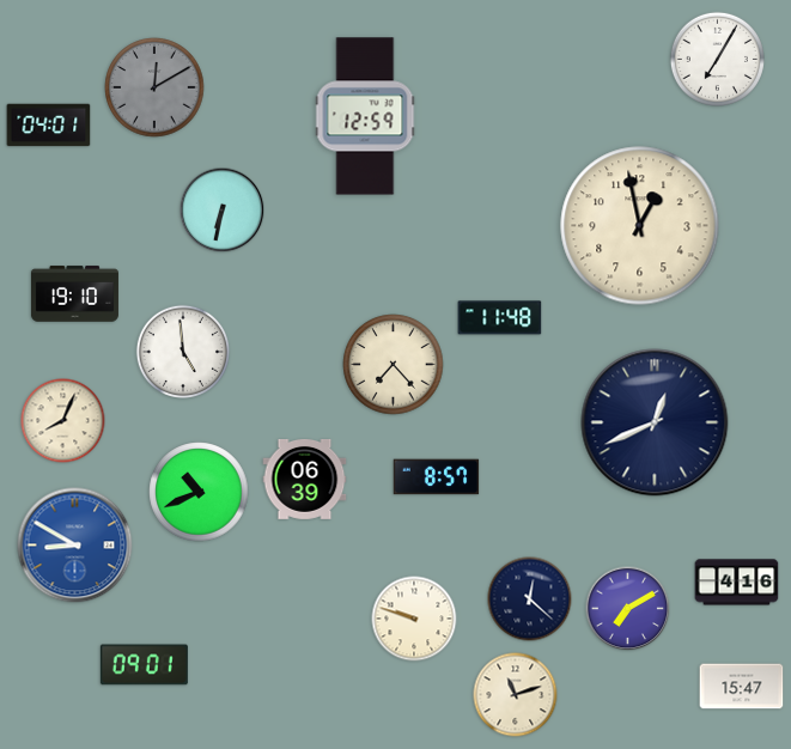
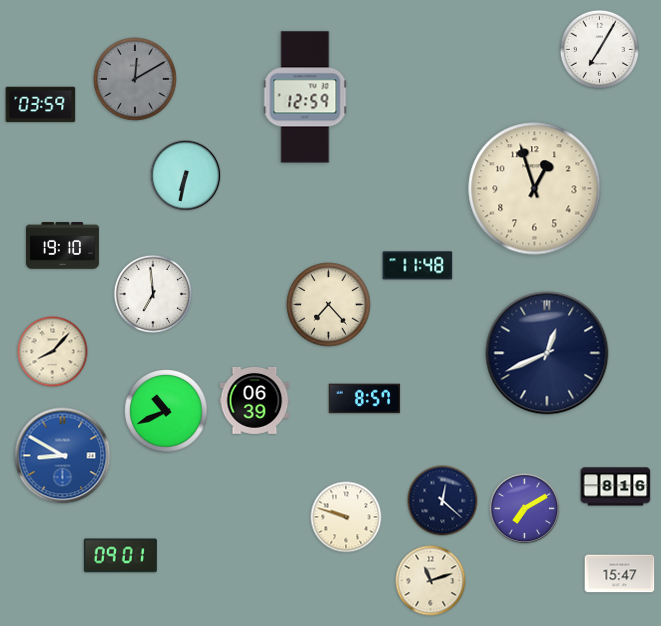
clock at (154, 87) position: (154, 87) -> (135, 79)
clock at (49, 126): 04:01 -> 03:59
clock at (640, 226): 12:58 -> 12:57
clock at (182, 351): 4:59 -> 6:59
clock at (63, 421): 8:04 -> 8:07
clock at (737, 583): 4:16 -> 8:16
